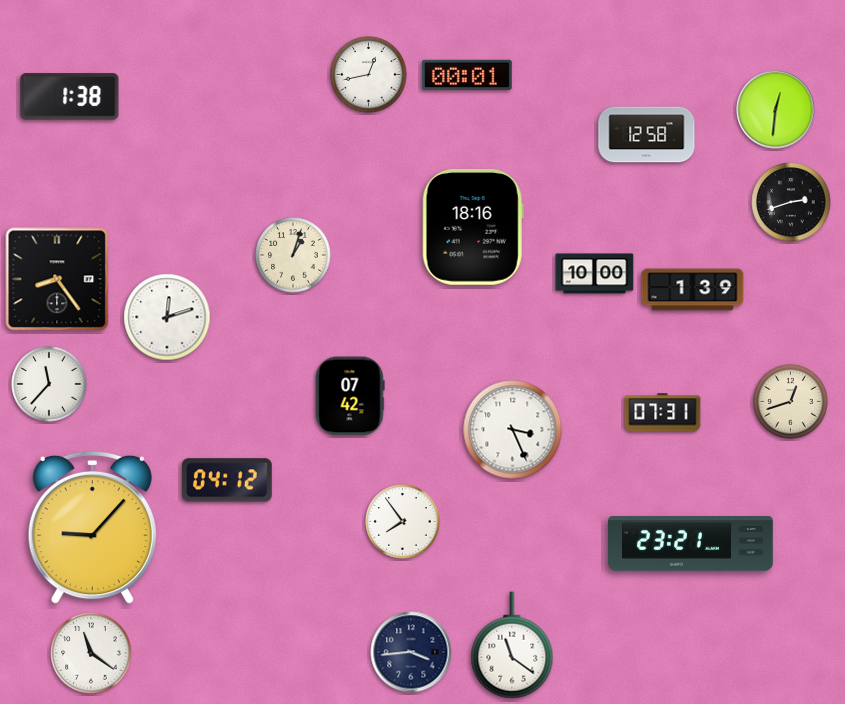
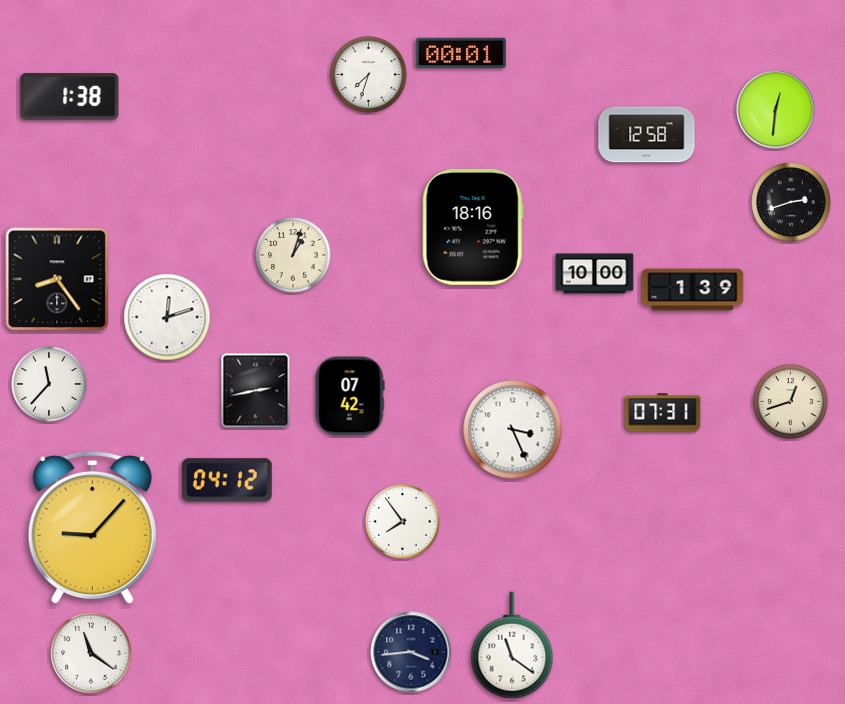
clock at (369, 75): 12:43 -> 7:33
clock at (467, 75) position: (467, 75) -> (461, 53)
clock at (256, 391): none -> 2:43
clock at (691, 544): 23:21 -> none
